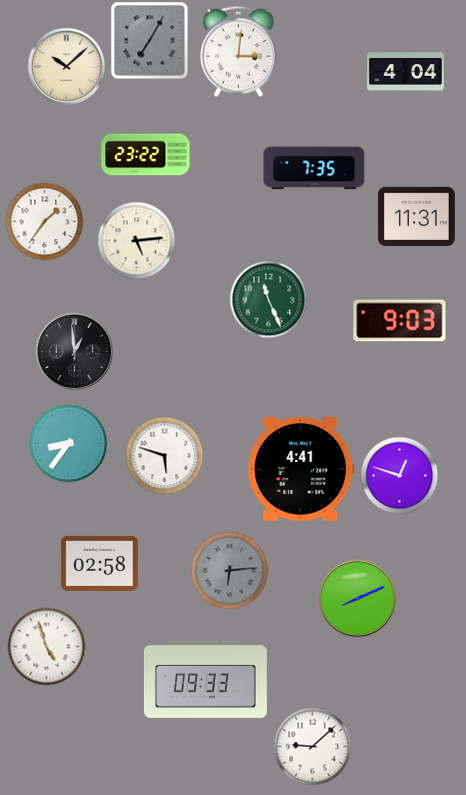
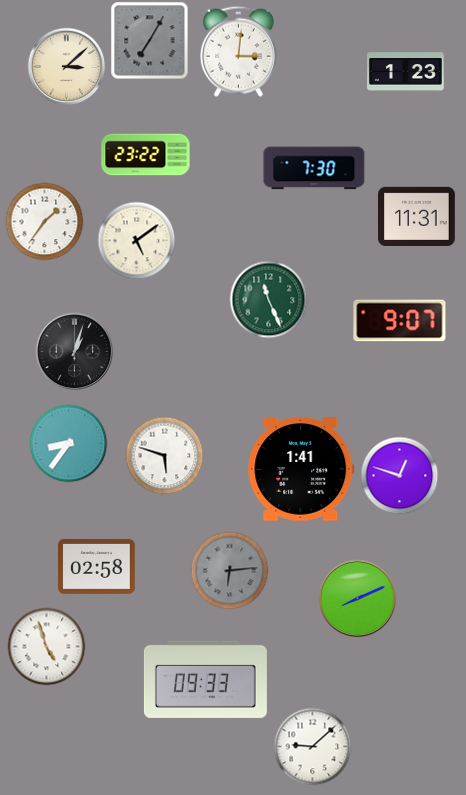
clock at (66, 66): 10:08 -> 3:08
clock at (406, 72): 4:04 -> 1:23
clock at (314, 168): 7:35 -> 7:30
clock at (136, 240): 5:14 -> 5:09
clock at (400, 321): 9:03 -> 9:07
clock at (74, 351): 12:59 -> 1:03
clock at (301, 469): 4:41 -> 1:41
clock at (100, 563) position: (100, 563) -> (97, 566)
